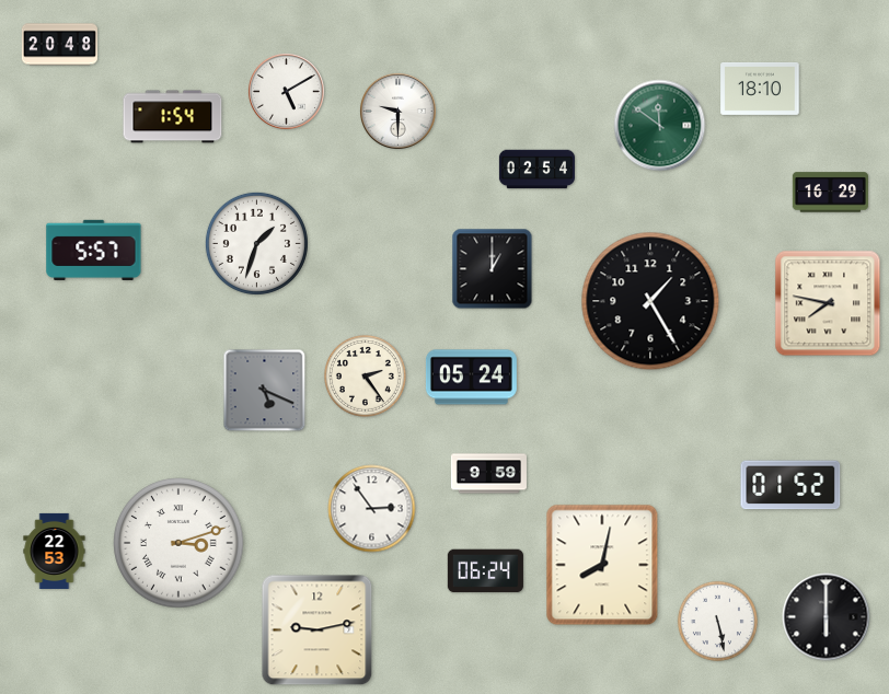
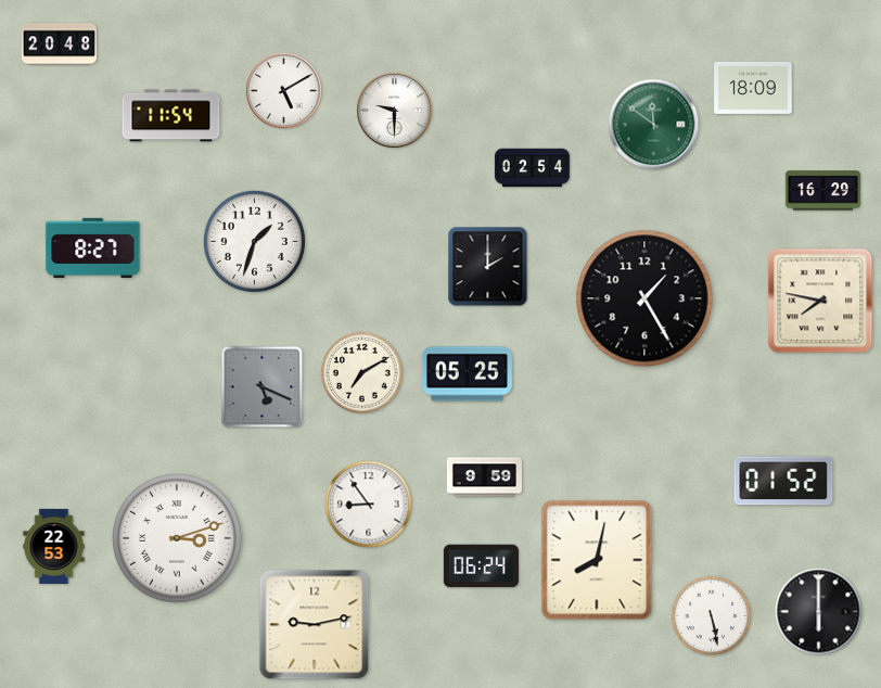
clock at (760, 89): 18:10 -> 18:09
clock at (173, 117): 1:54 -> 11:54
clock at (94, 250): 5:57 -> 8:27
clock at (493, 269): 1:00 -> 2:00
clock at (365, 375): 2:24 -> 7:10
clock at (471, 378): 05:24 -> 05:25
clock at (488, 474) position: (488, 474) -> (484, 477)
clock at (372, 509): 2:54 -> 8:54
